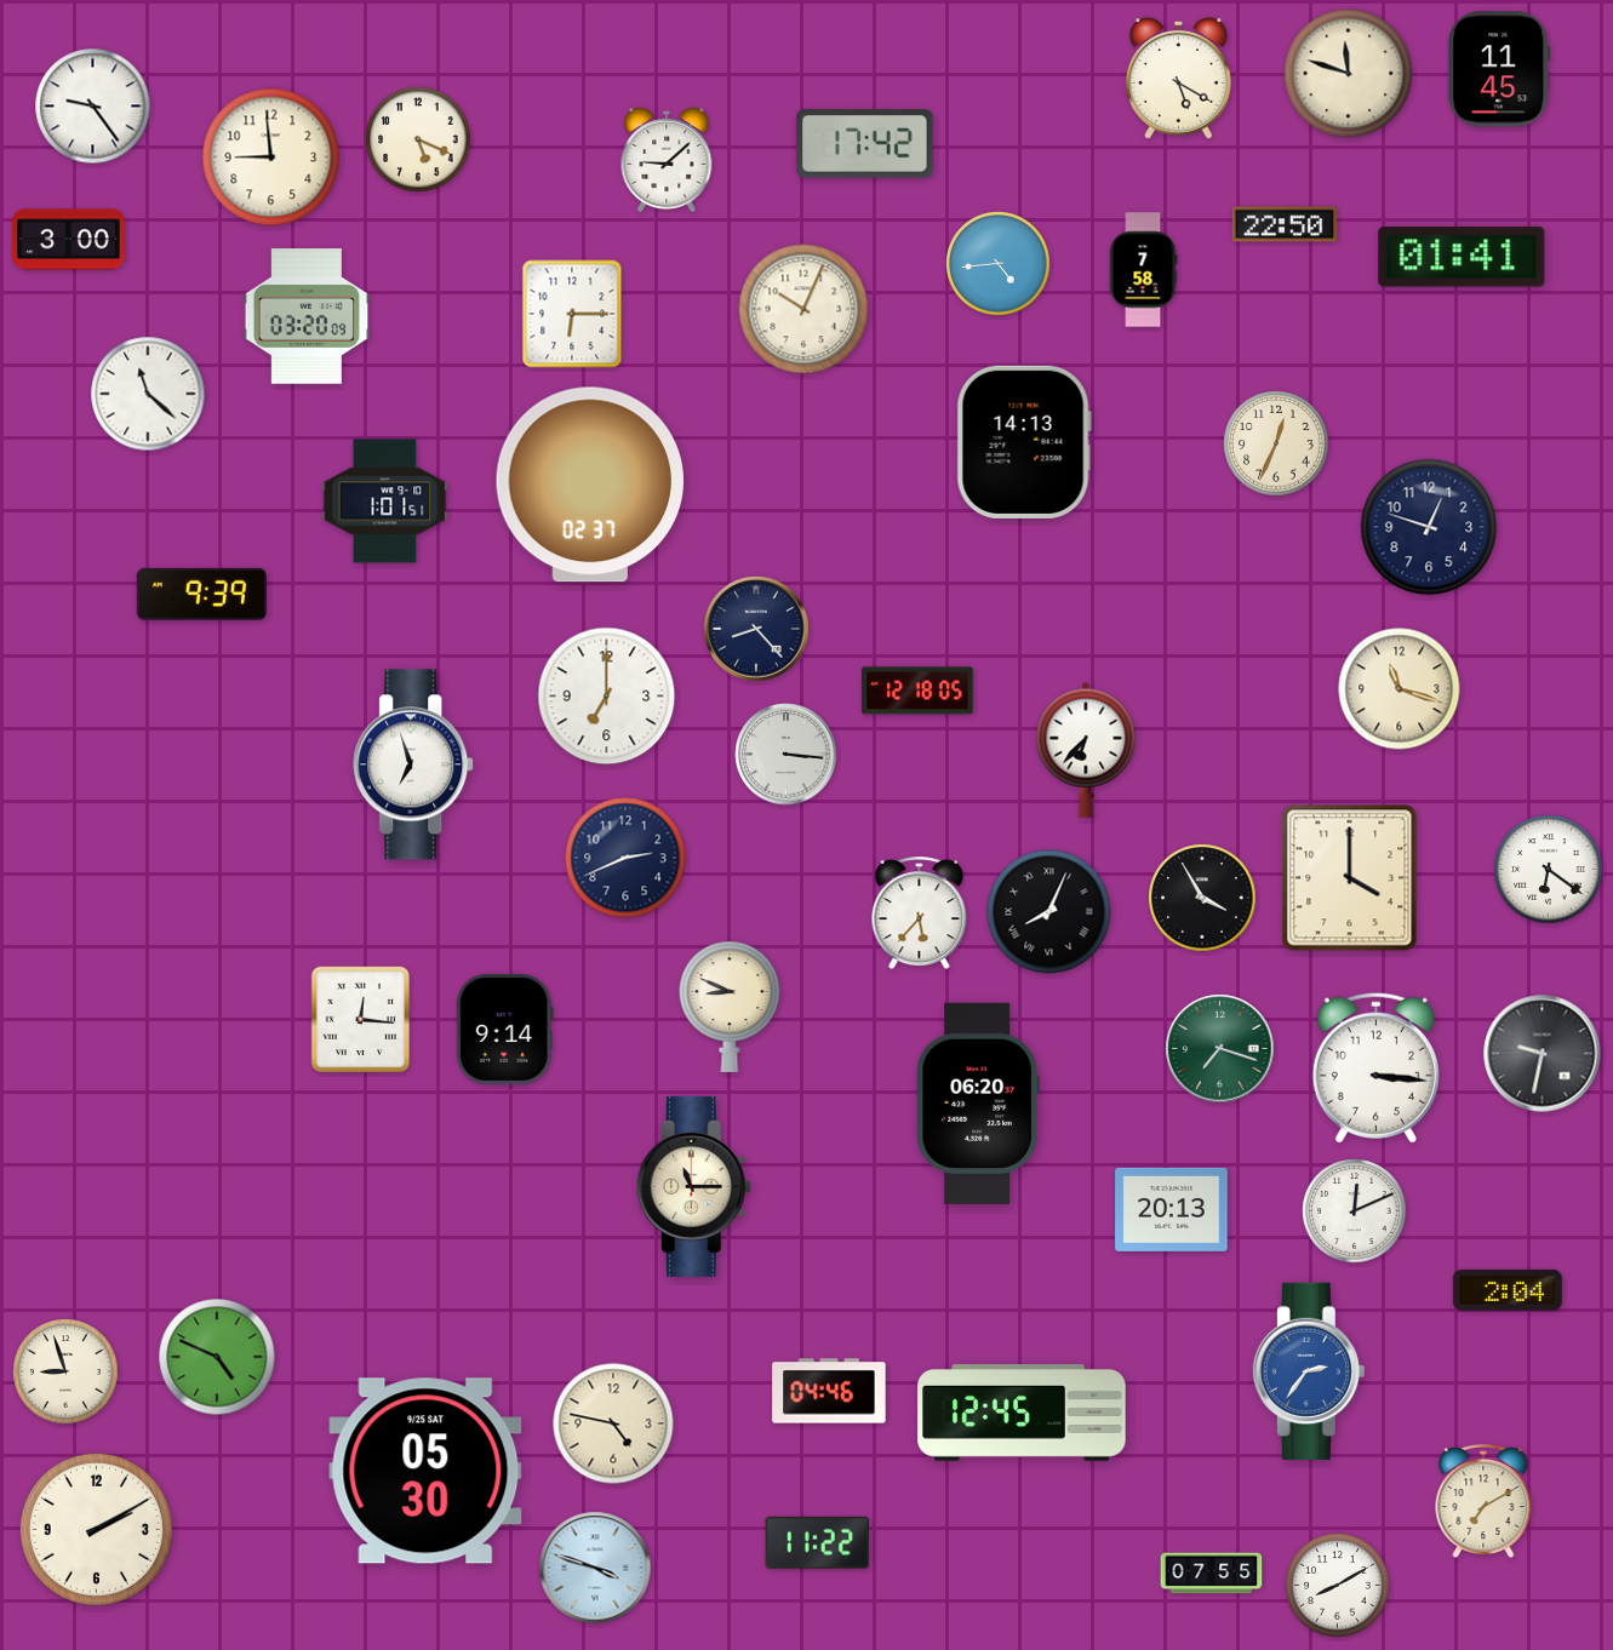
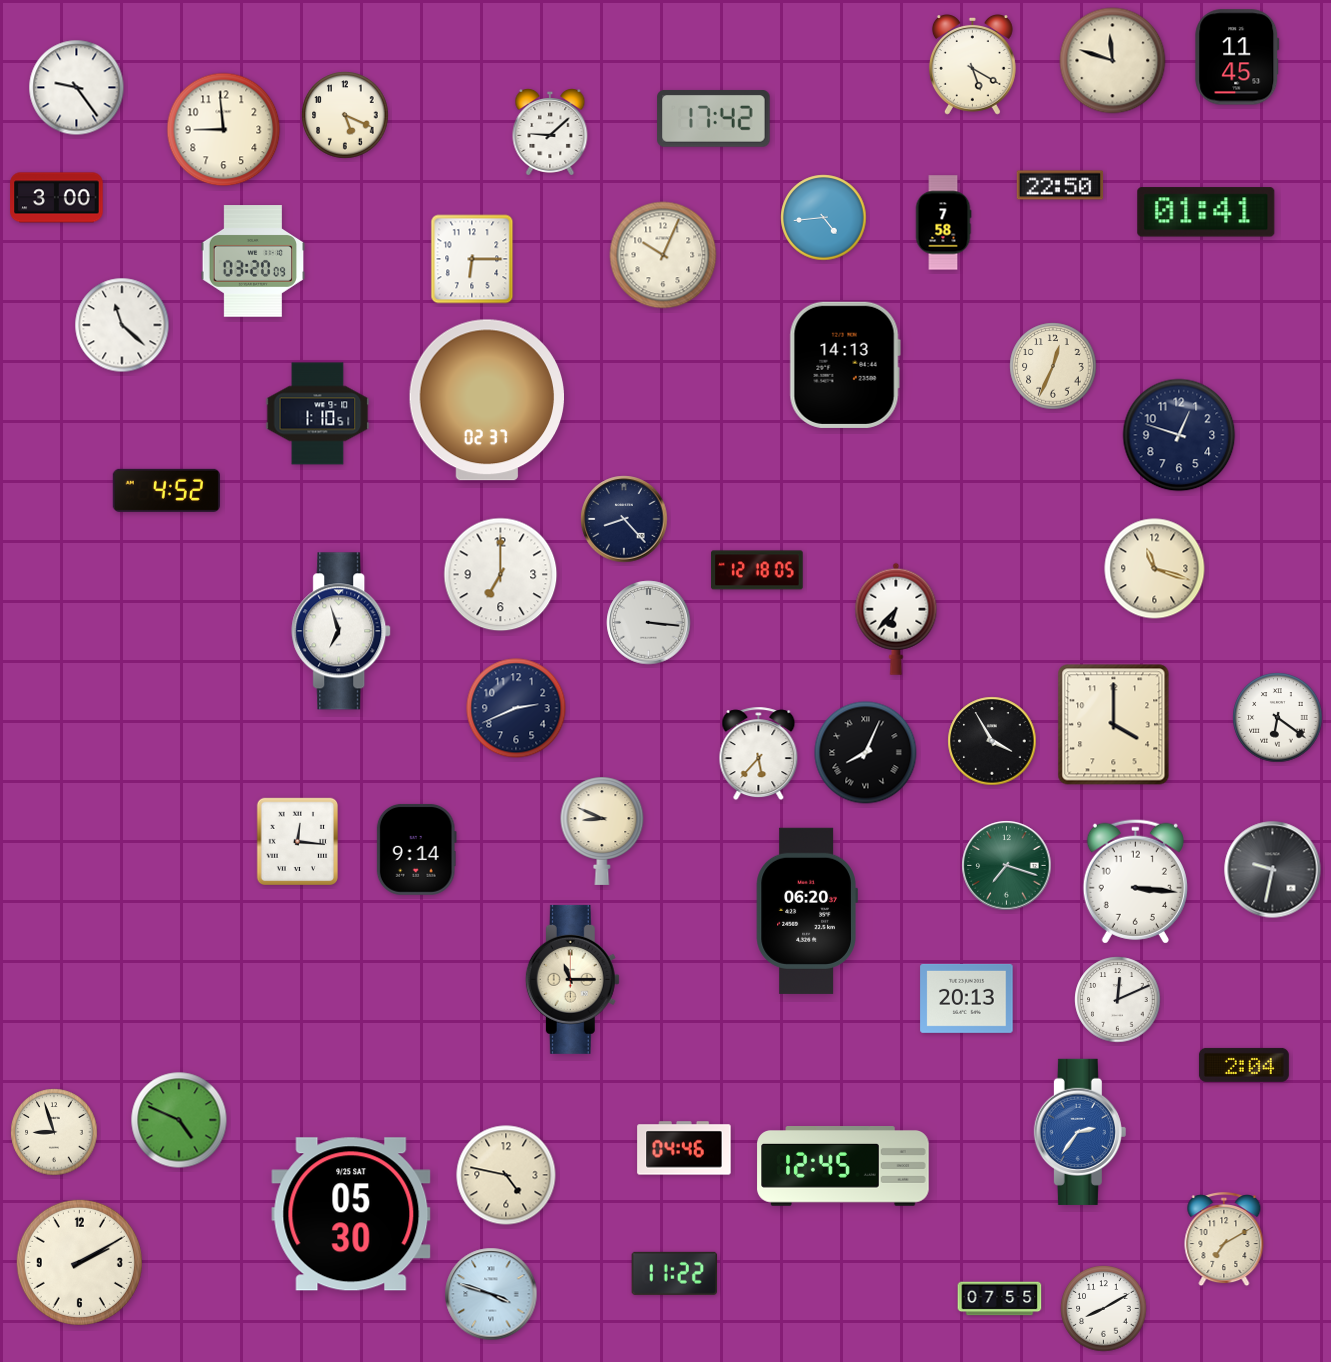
clock at (385, 502): 1:01 -> 1:10
clock at (201, 594): 9:39 -> 4:52
